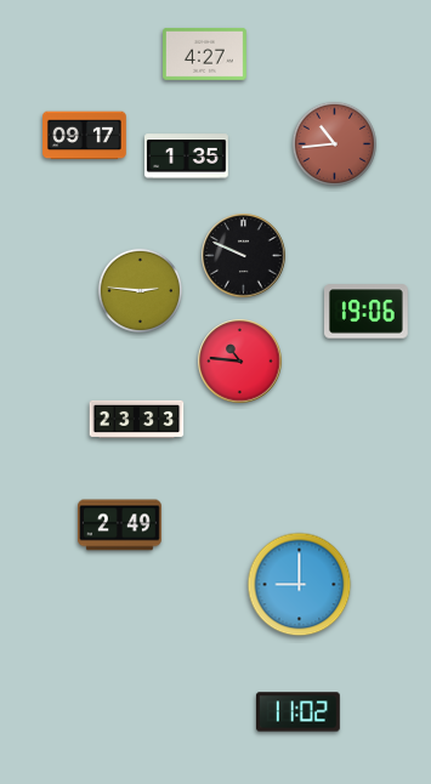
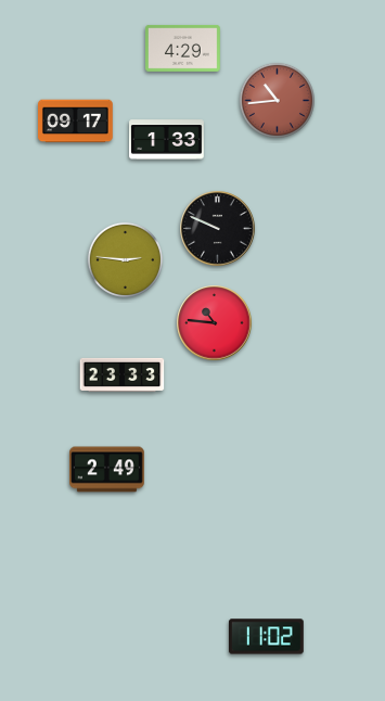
clock at (205, 53): 4:27 -> 4:29
clock at (334, 143) position: (334, 143) -> (277, 100)
clock at (187, 157): 1:35 -> 1:33
clock at (367, 312): 19:06 -> none
clock at (300, 585): 9:00 -> none
